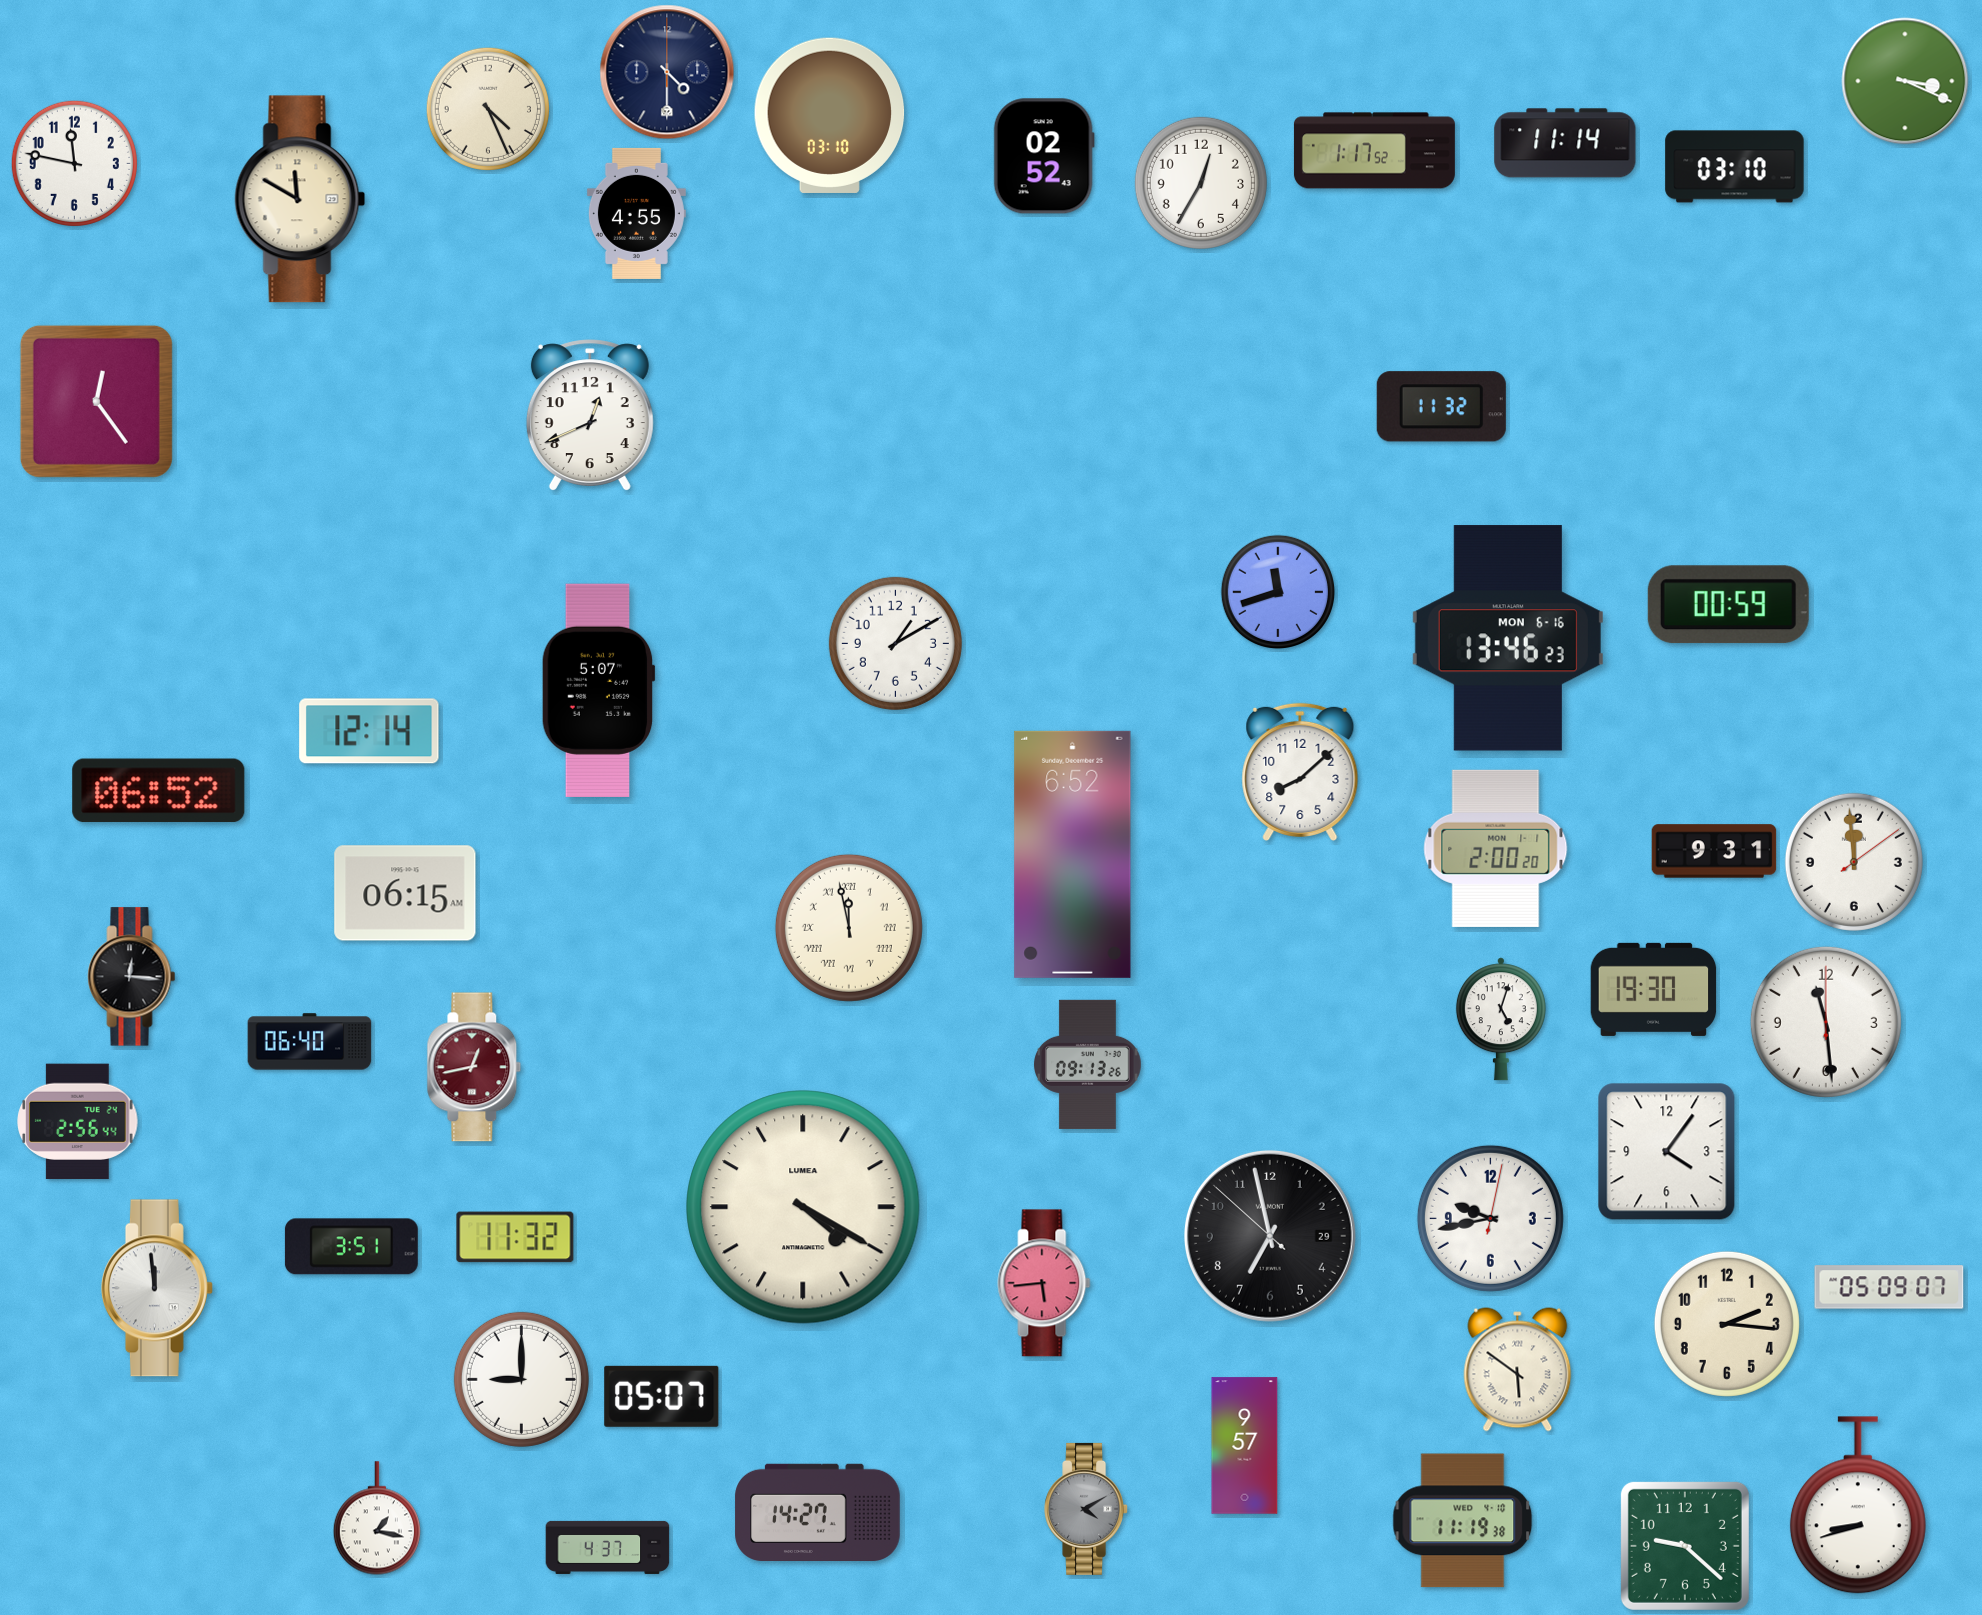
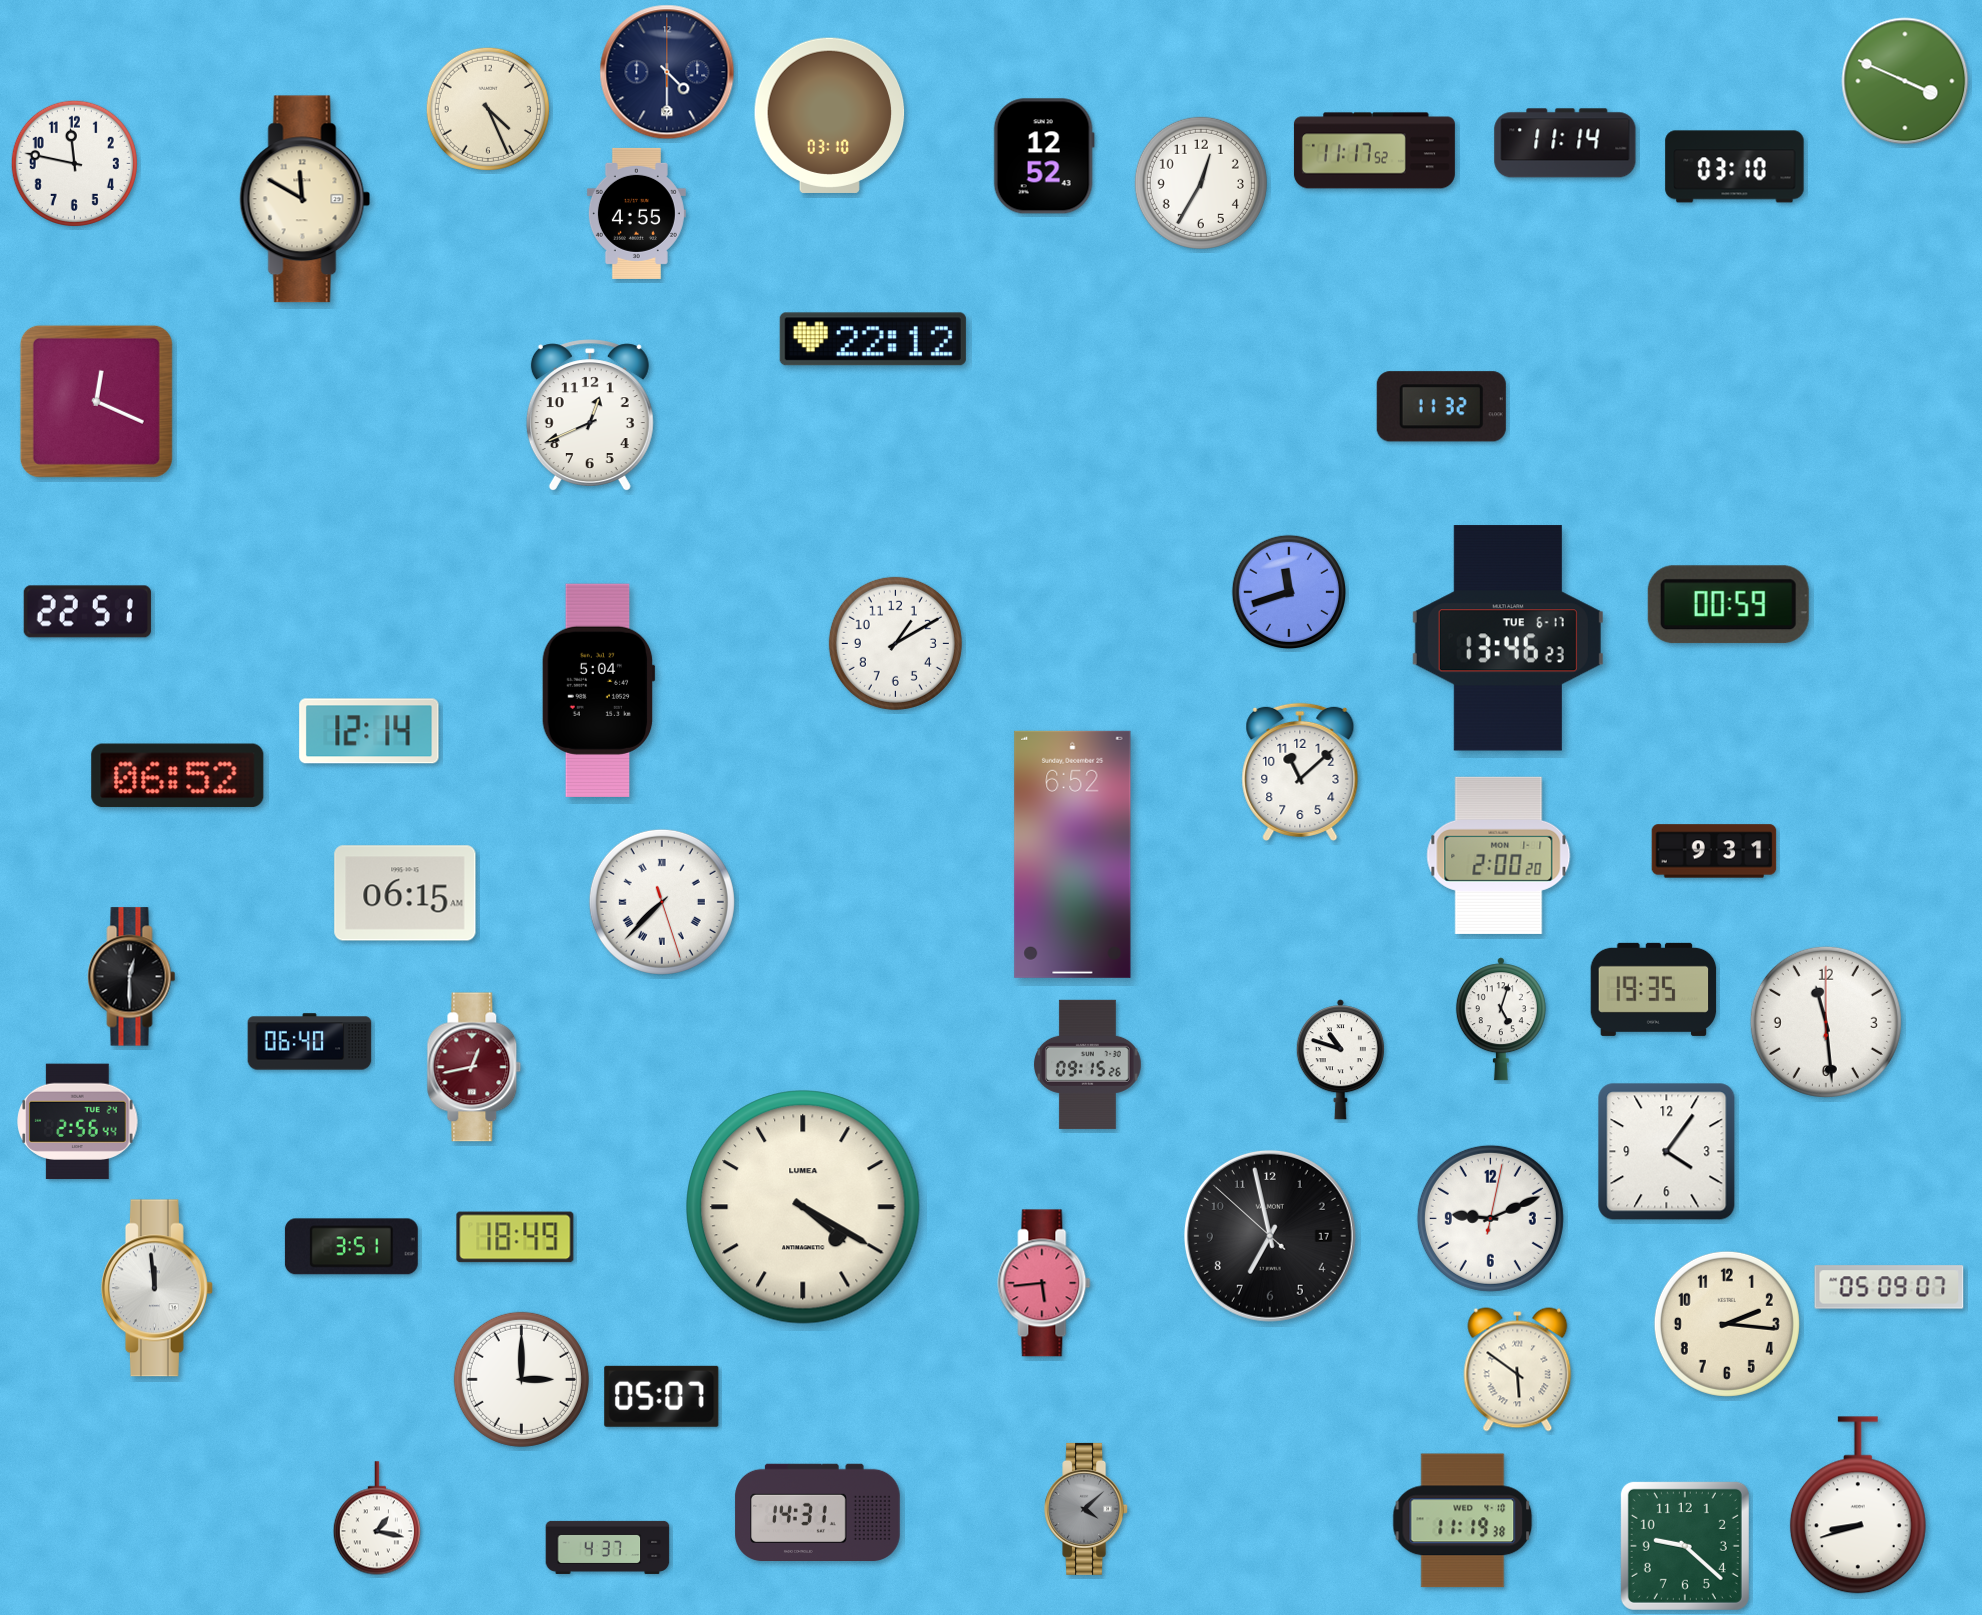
clock at (1905, 81): 3:19 -> 3:49
clock at (1374, 151): 1:17 -> 11:17
clock at (1044, 156): 02:52 -> 12:52
clock at (300, 199) position: (300, 199) -> (305, 199)
clock at (873, 339): none -> 22:12
clock at (96, 401): 12:24 -> 12:19
clock at (1277, 591) position: (1277, 591) -> (1288, 591)
clock at (87, 612): none -> 22:51
clock at (1508, 638) date: MON 6-16 -> TUE 6-17
clock at (598, 690): 5:07 -> 5:04
clock at (1300, 772): 8:08 -> 11:08
clock at (159, 791) position: (159, 791) -> (178, 776)
clock at (1496, 848) position: (1496, 848) -> (1499, 855)
clock at (1854, 862): 11:59 -> none
clock at (662, 902): none -> 7:37
clock at (849, 928): 11:58 -> none
clock at (132, 977): 12:16 -> 12:30
clock at (1654, 989): 19:30 -> 19:35
clock at (1340, 1060): none -> 10:48
clock at (1088, 1064): 09:13 -> 09:15
clock at (1490, 1218): 9:43 -> 9:11
clock at (1270, 1236) date: 29 -> 17
clock at (515, 1237): 11:32 -> 18:49
clock at (521, 1379): 9:00 -> 3:00
clock at (1245, 1446): 9:57 -> none
clock at (1087, 1509): 4:10 -> 4:08
clock at (818, 1512): 14:27 -> 14:31
